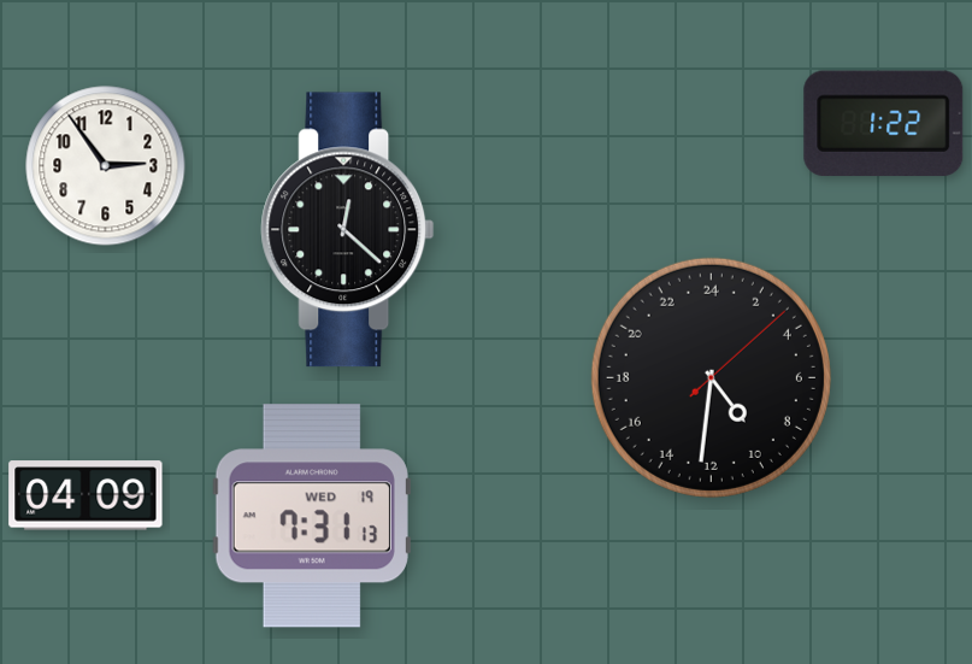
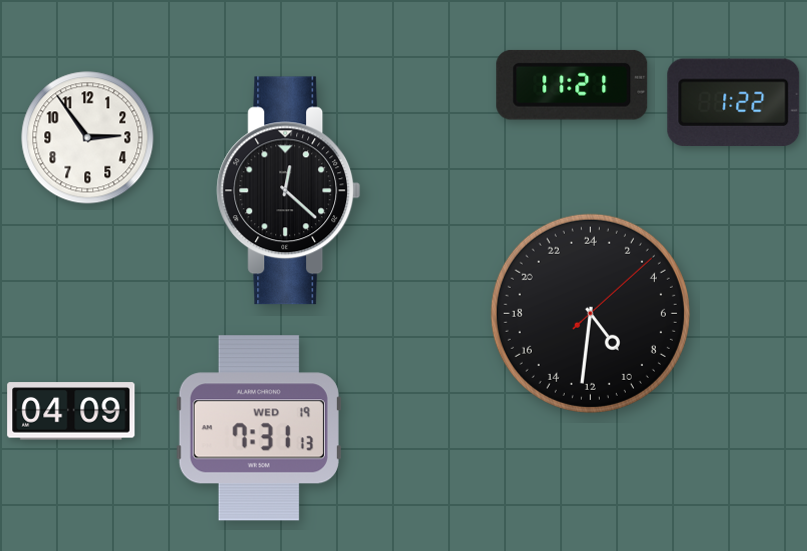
clock at (572, 85): none -> 11:21
